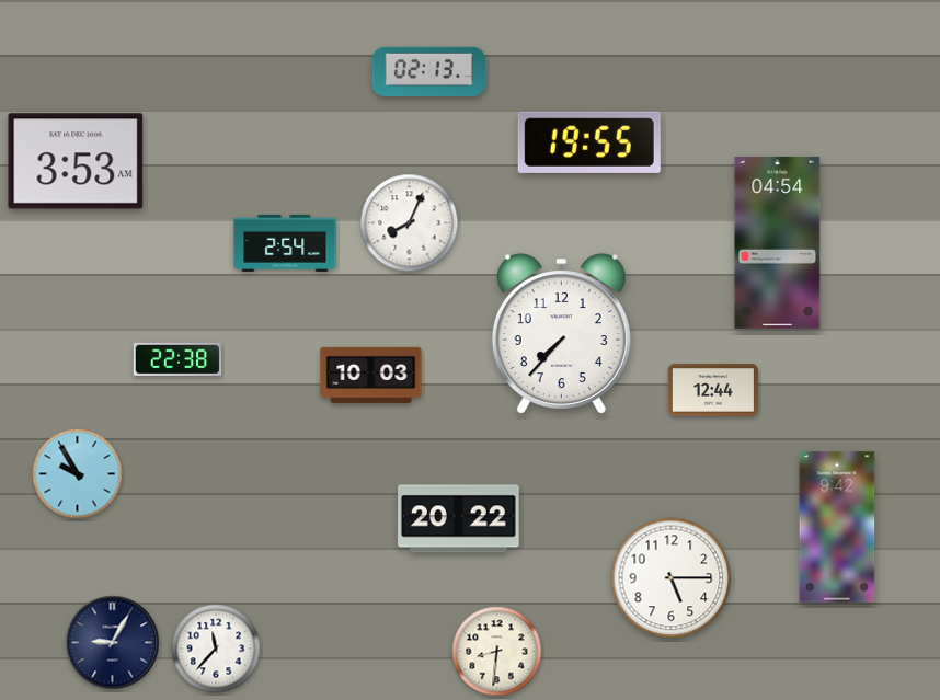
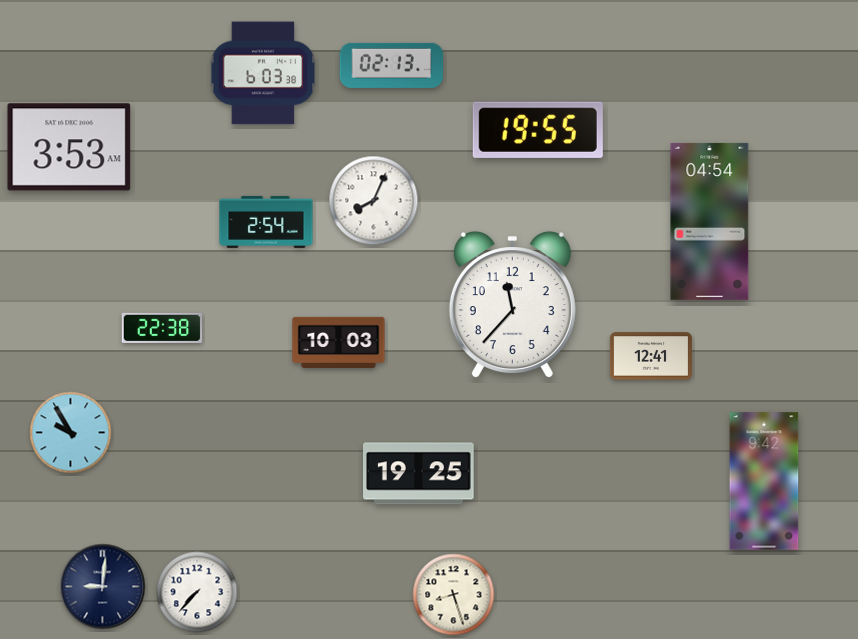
clock at (263, 73): none -> 6:03
clock at (410, 223) position: (410, 223) -> (374, 201)
clock at (285, 243) position: (285, 243) -> (266, 222)
clock at (561, 333): 7:37 -> 11:37
clock at (713, 390): 12:44 -> 12:41
clock at (459, 519): 20:22 -> 19:25
clock at (672, 578): 5:15 -> none
clock at (113, 643): 9:05 -> 9:01
clock at (216, 649): 11:37 -> 7:37
clock at (497, 652): 8:31 -> 8:27
